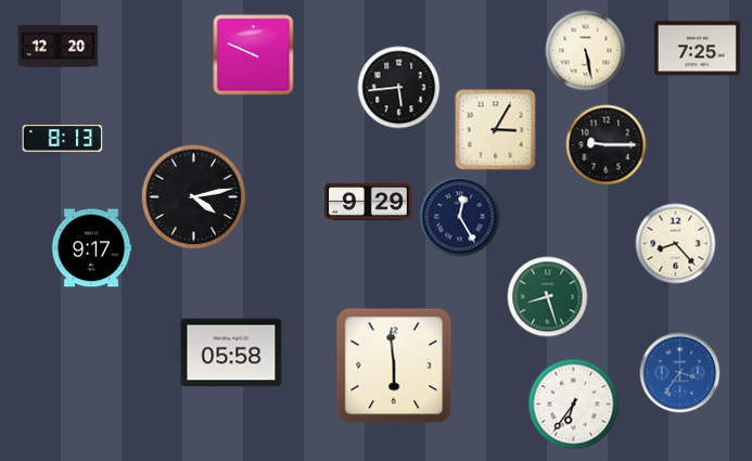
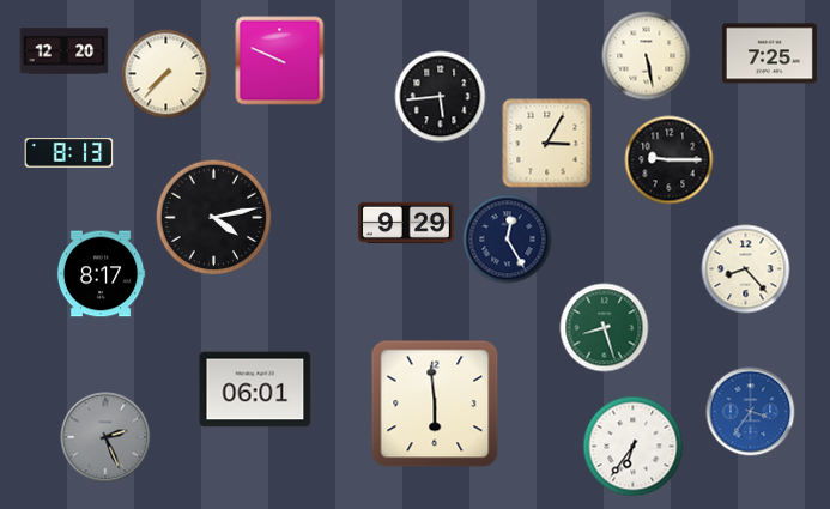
clock at (166, 74): none -> 7:37
clock at (91, 248): 9:17 -> 8:17
clock at (231, 353): 05:58 -> 06:01
clock at (105, 437): none -> 2:26
